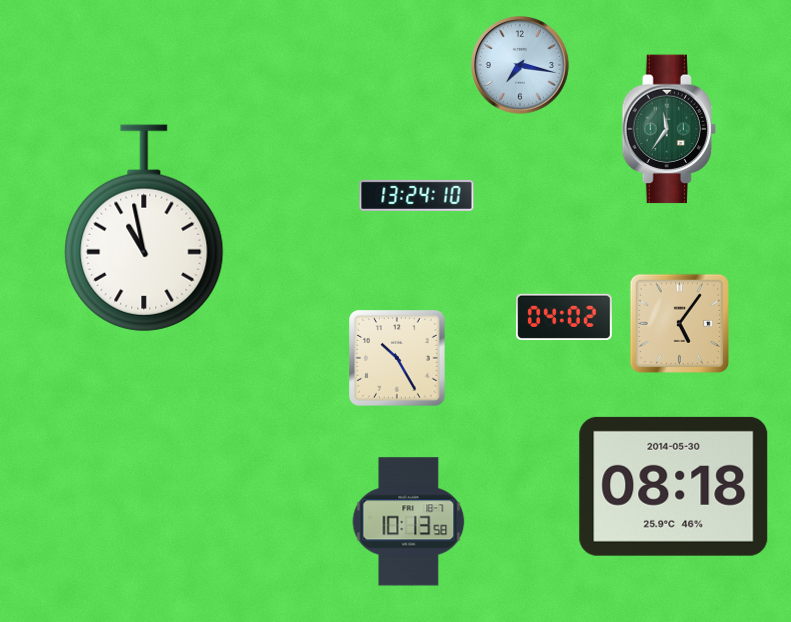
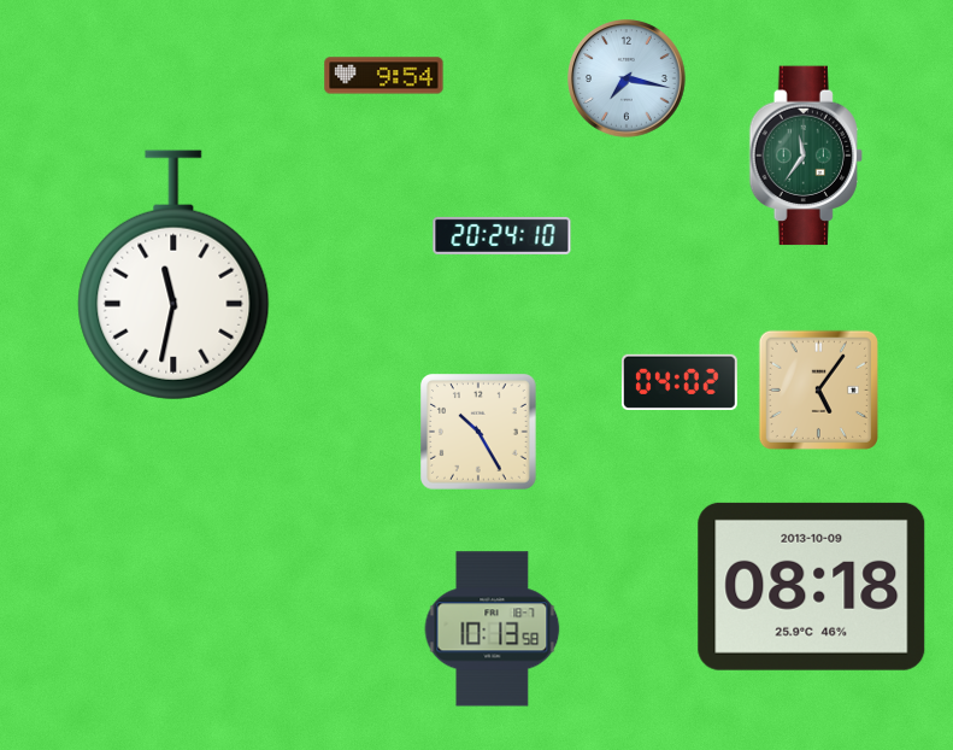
clock at (384, 76): none -> 9:54
clock at (417, 195): 13:24 -> 20:24
clock at (144, 228): 10:58 -> 11:32
clock at (674, 486) date: 2014-05-30 -> 2013-10-09
